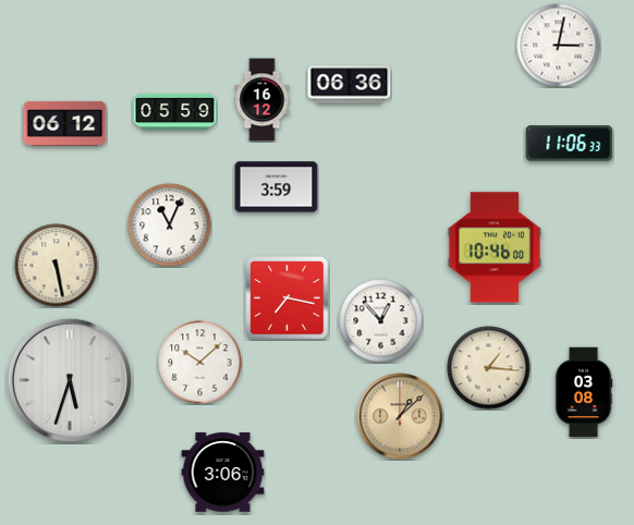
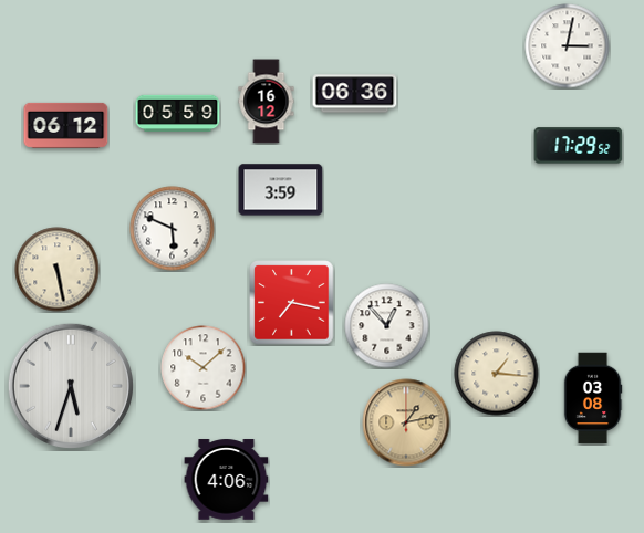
clock at (350, 85) position: (350, 85) -> (355, 94)
clock at (570, 144): 11:06 -> 17:29
clock at (170, 225): 11:04 -> 5:49
clock at (495, 247): 10:46 -> none
clock at (400, 416): 1:08 -> 1:13
clock at (223, 473): 3:06 -> 4:06
